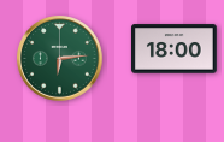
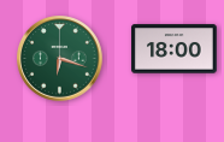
clock at (60, 59): 6:14 -> 6:18
